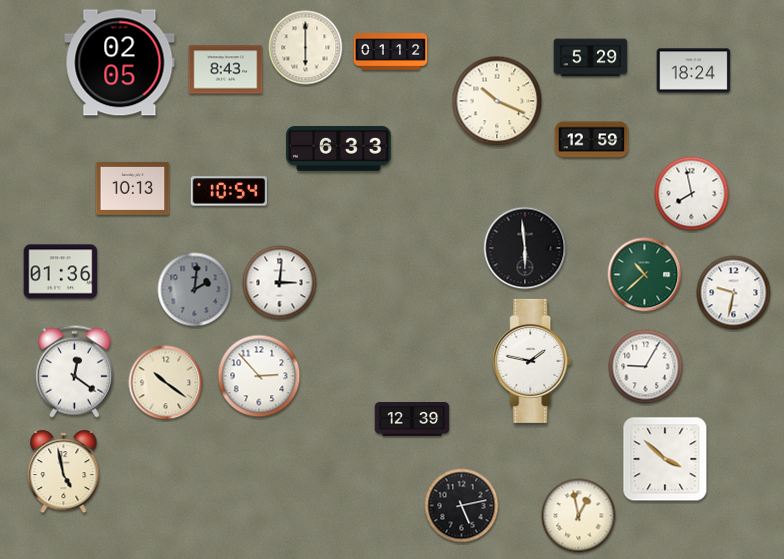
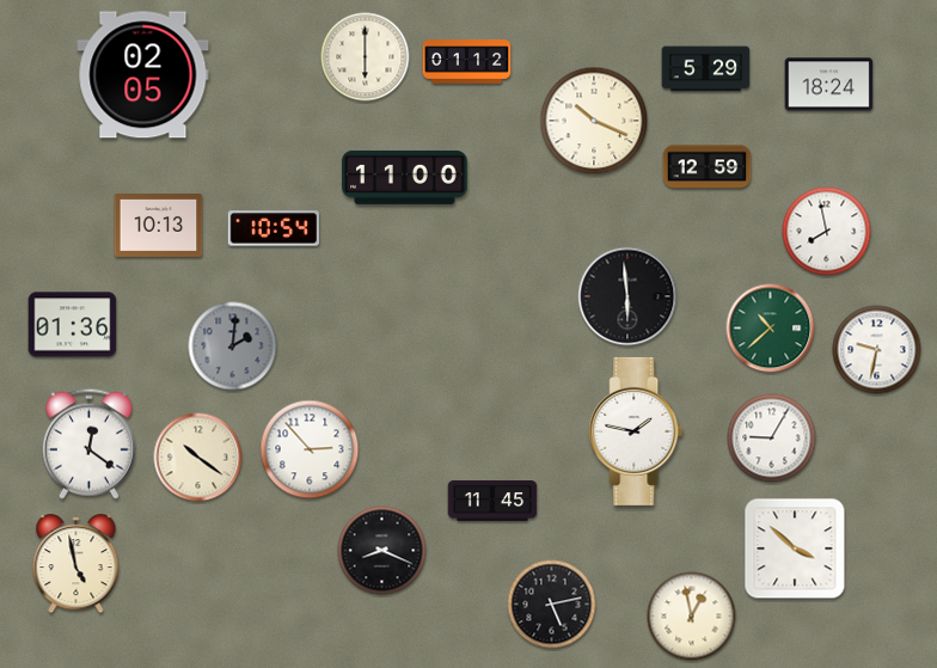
clock at (226, 70): 8:43 -> none
clock at (339, 148): 6:33 -> 11:00
clock at (280, 283): 3:01 -> none
clock at (412, 420): 12:39 -> 11:45
clock at (382, 551): none -> 8:19
